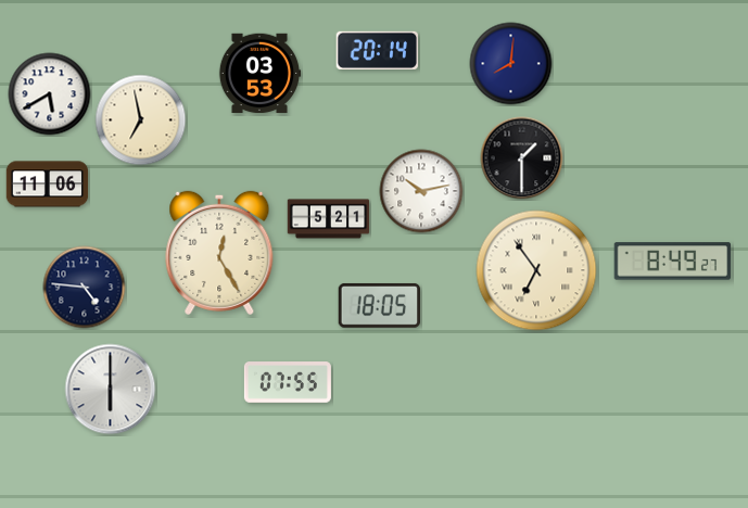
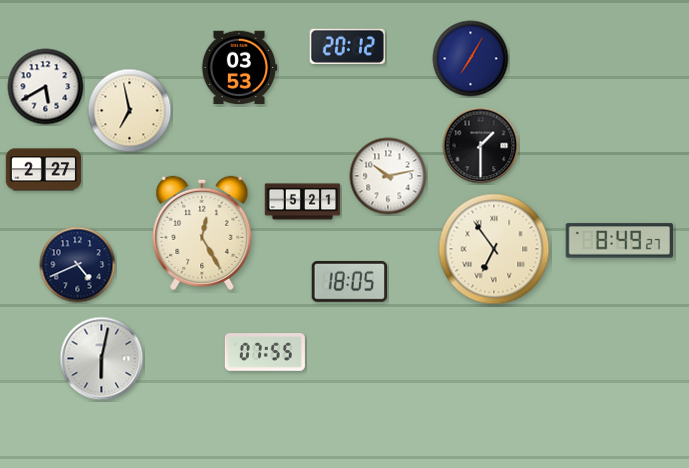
clock at (377, 50): 20:14 -> 20:12
clock at (511, 64): 8:01 -> 7:05
clock at (48, 185): 11:06 -> 2:27
clock at (85, 288): 4:46 -> 4:41
clock at (111, 390): 6:00 -> 6:02
